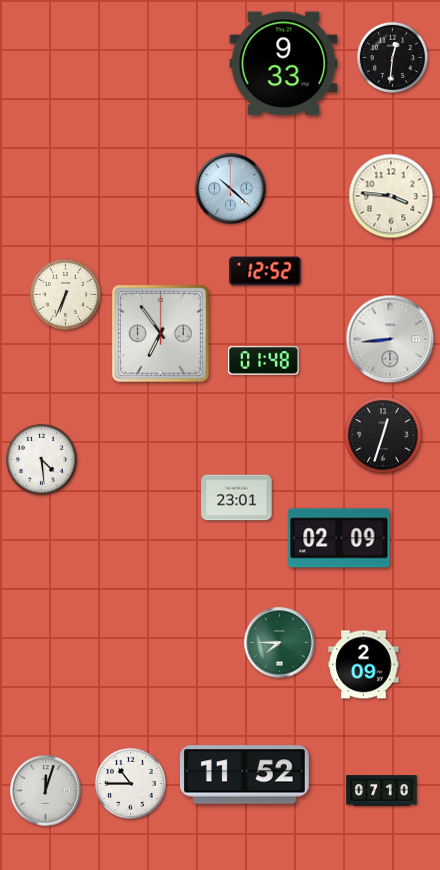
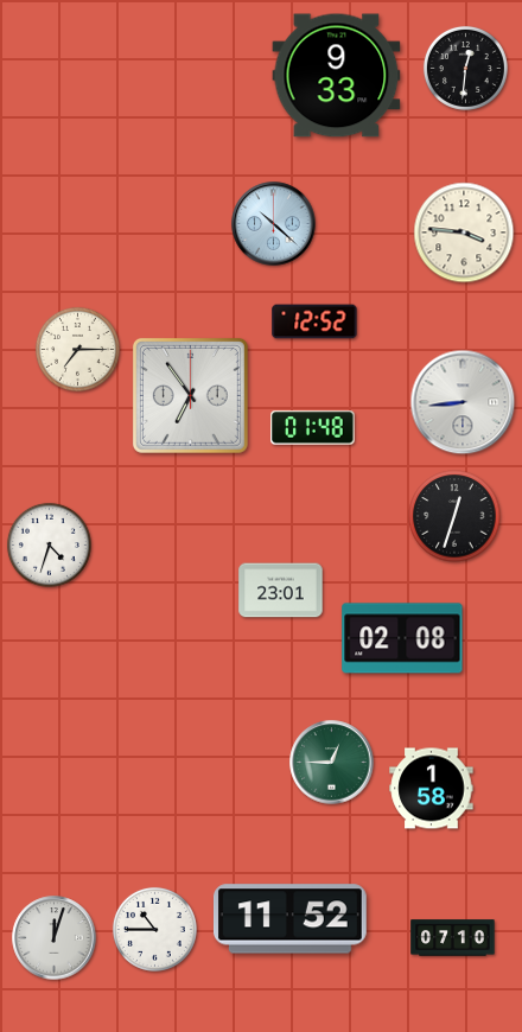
clock at (65, 294): 6:34 -> 7:15
clock at (41, 459): 4:29 -> 4:33
clock at (339, 538): 02:09 -> 02:08
clock at (280, 643): 7:45 -> 12:45
clock at (364, 665): 2:09 -> 1:58
